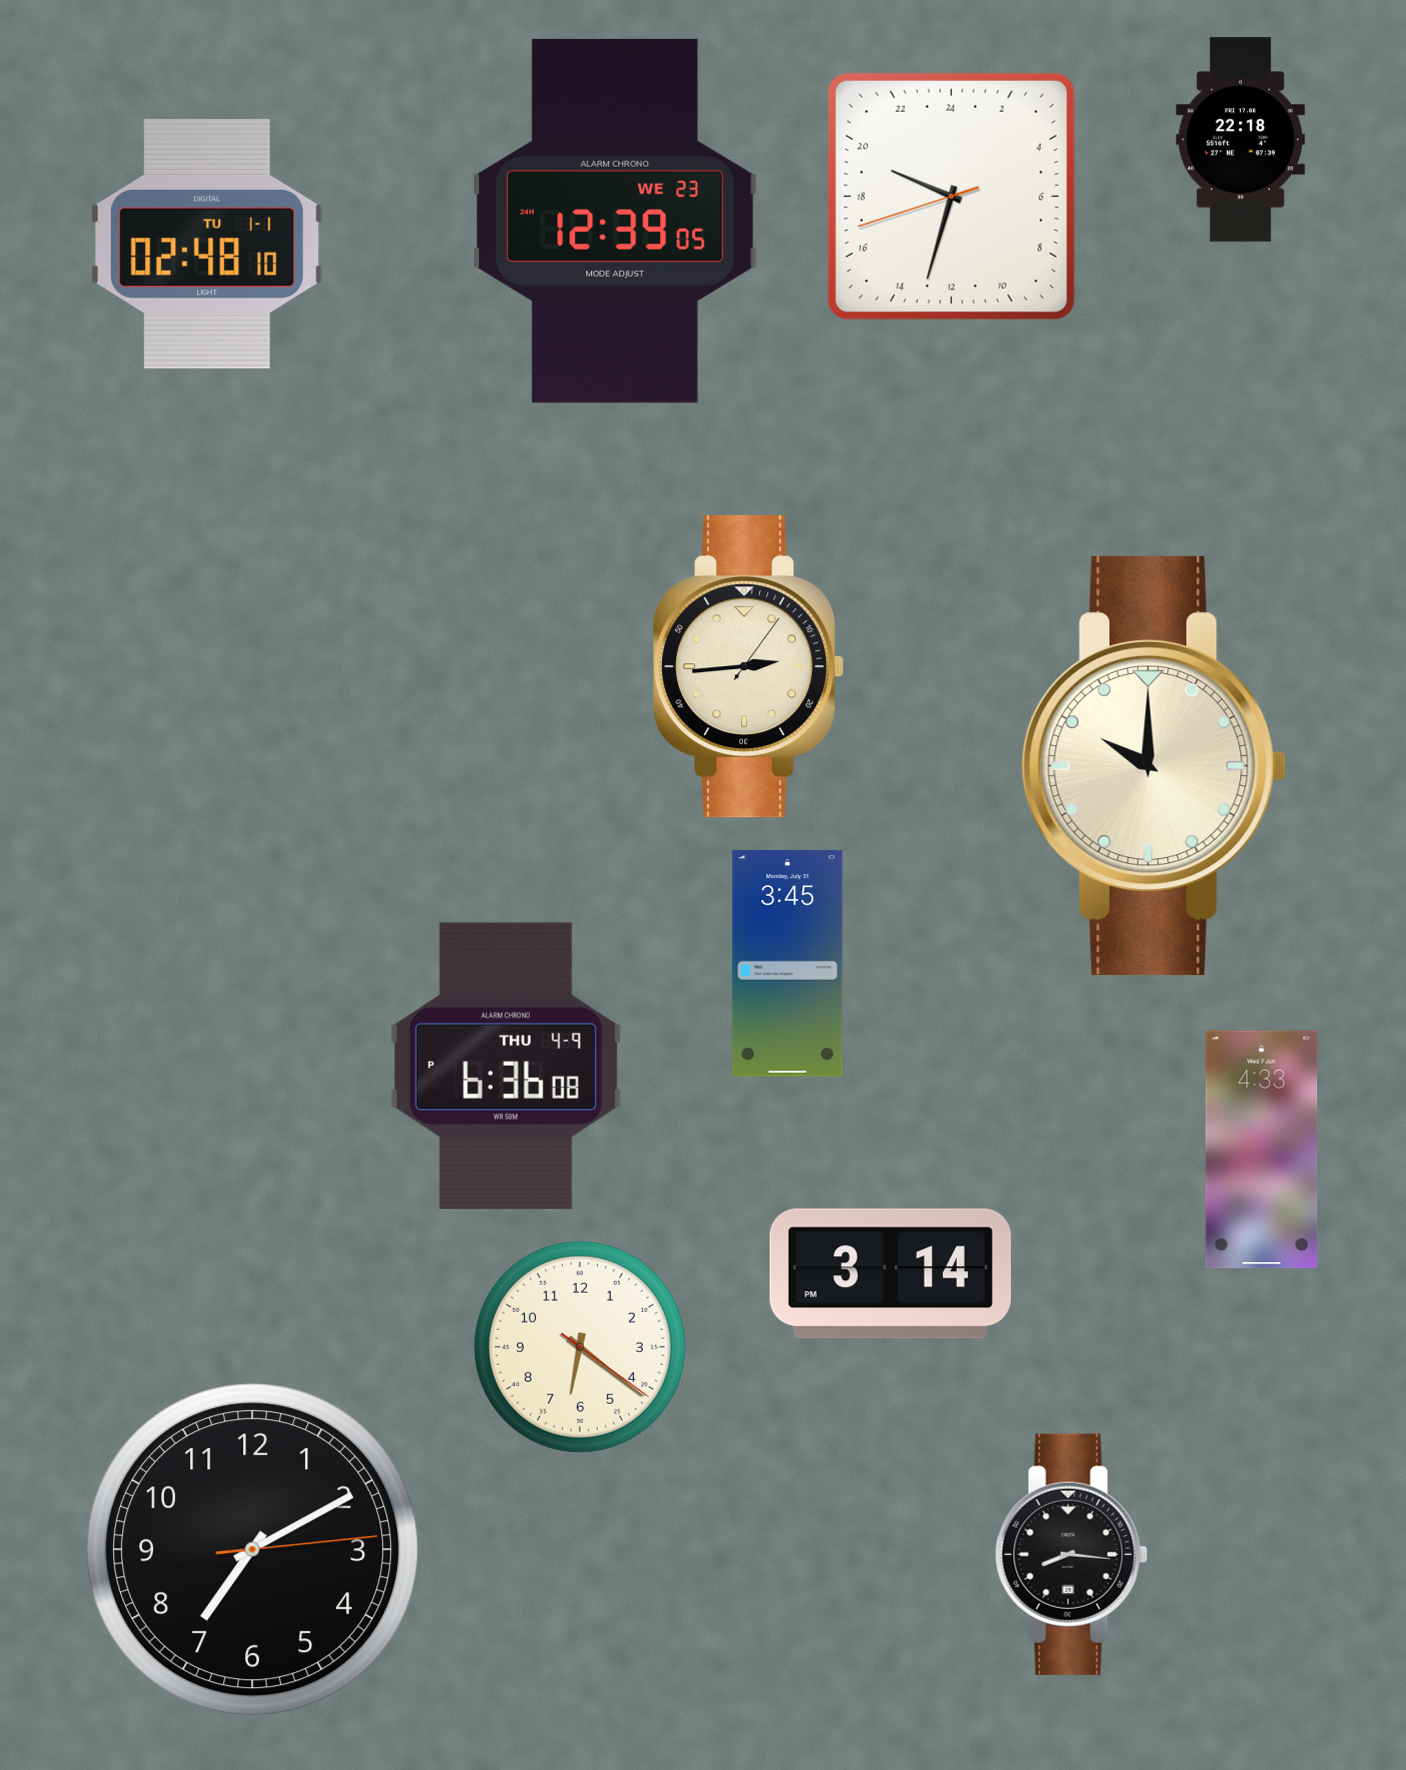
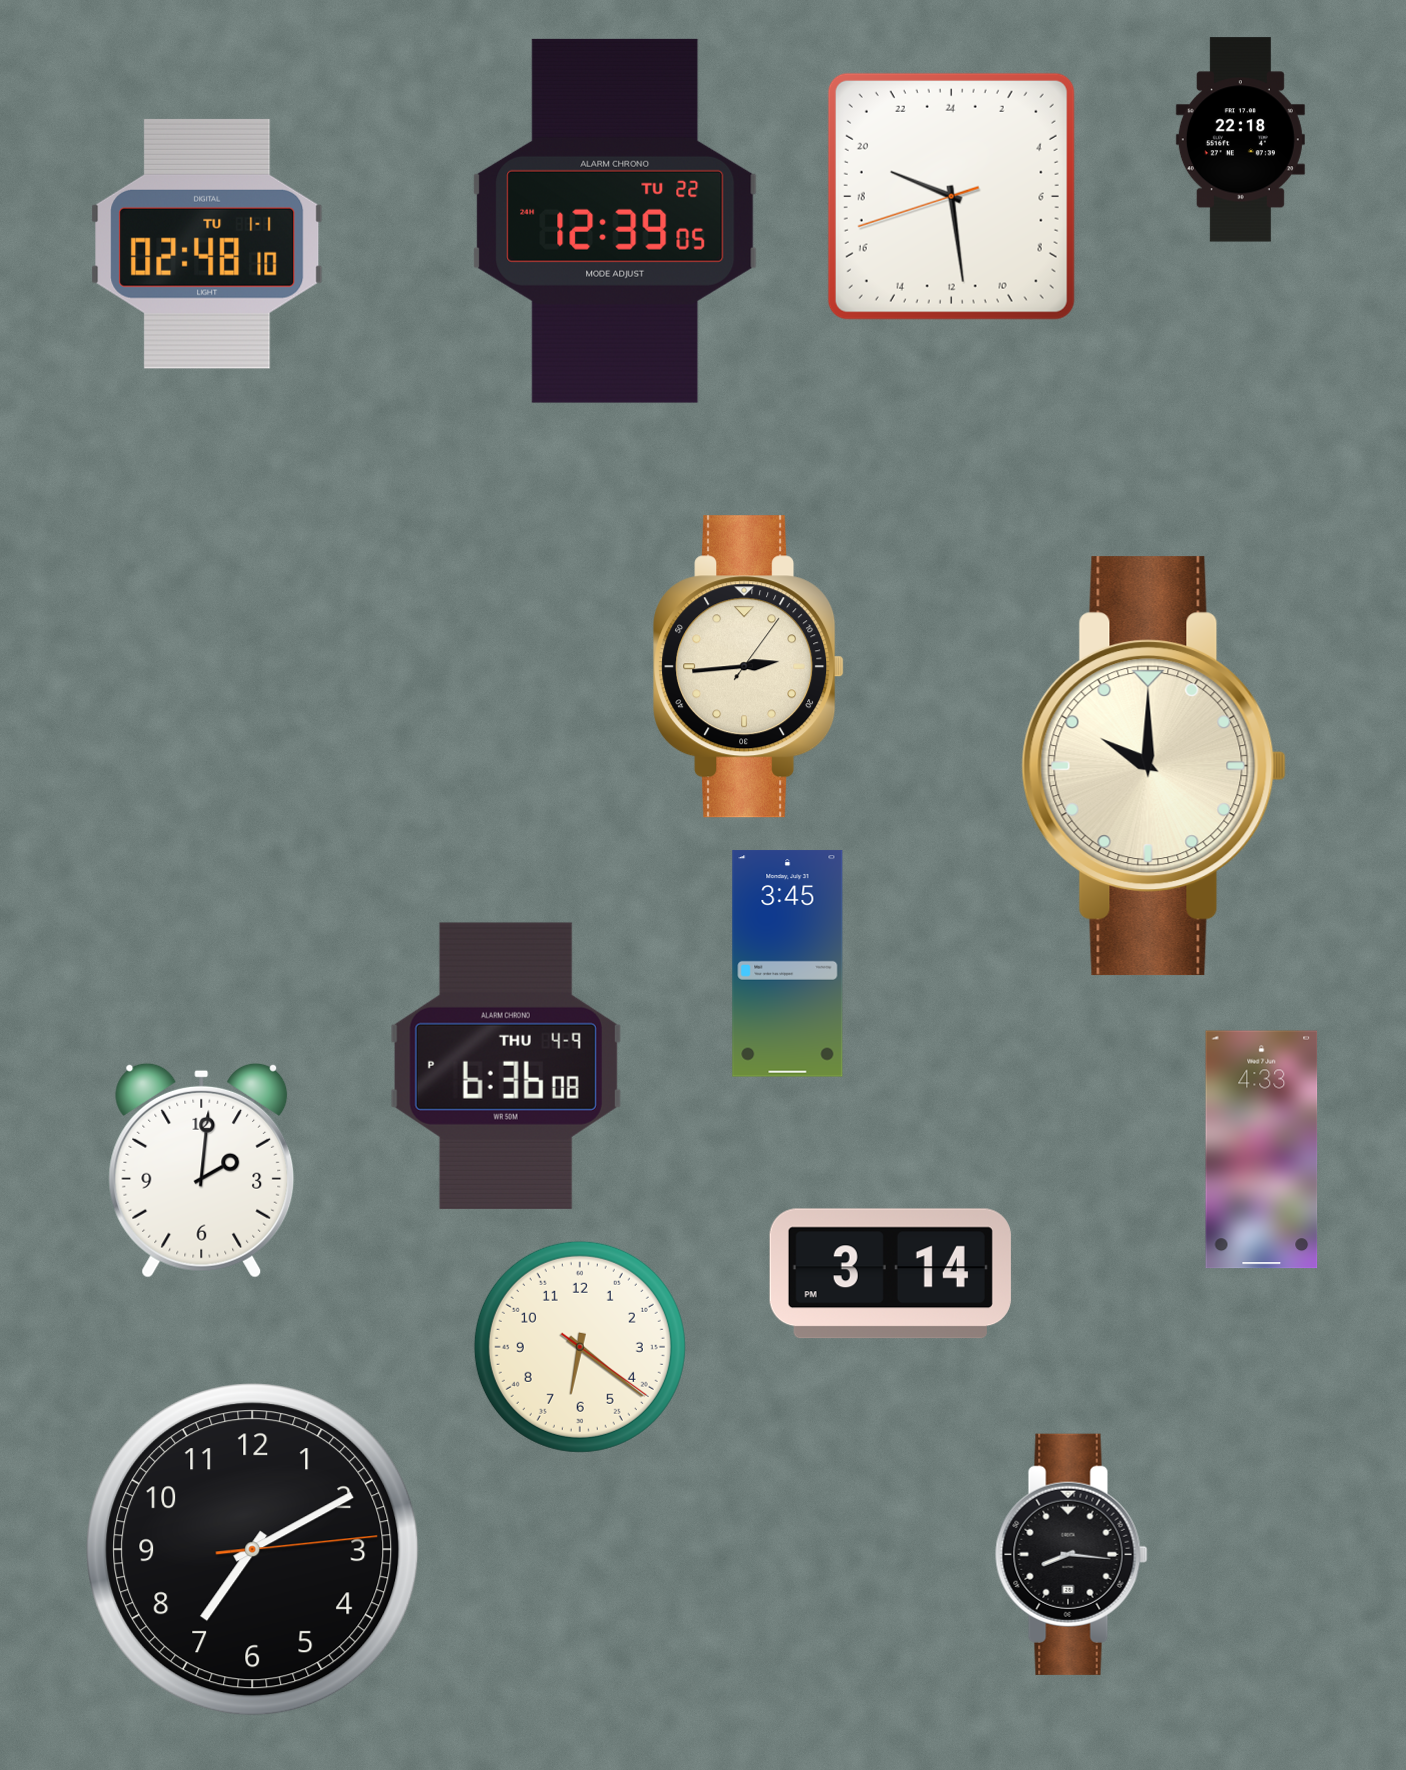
clock at (951, 196): 19:32 -> 19:28
clock at (615, 221) date: WE 23 -> TU 22
clock at (202, 1170): none -> 2:01
